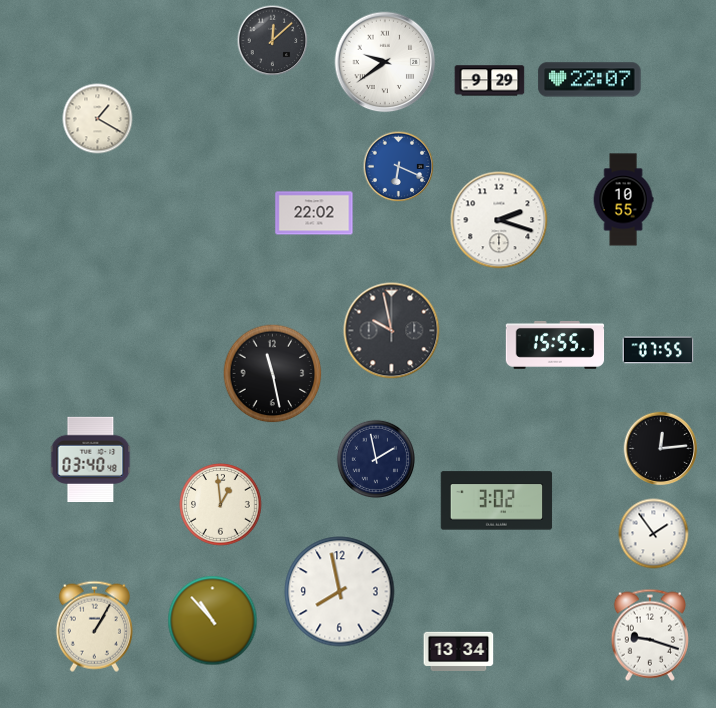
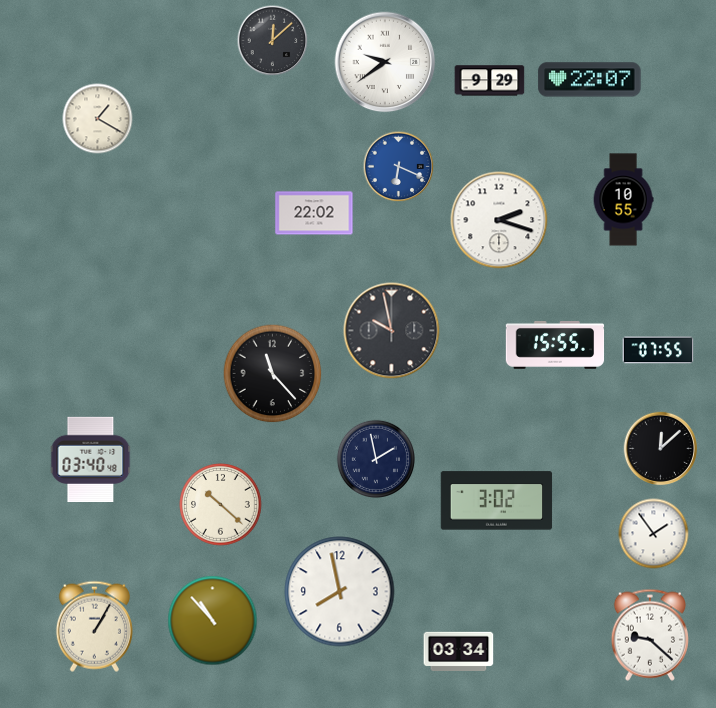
clock at (273, 374): 11:28 -> 11:23
clock at (661, 449): 12:14 -> 12:08
clock at (221, 505): 12:59 -> 10:22
clock at (650, 635): 9:18 -> 9:22
clock at (459, 651): 13:34 -> 03:34
